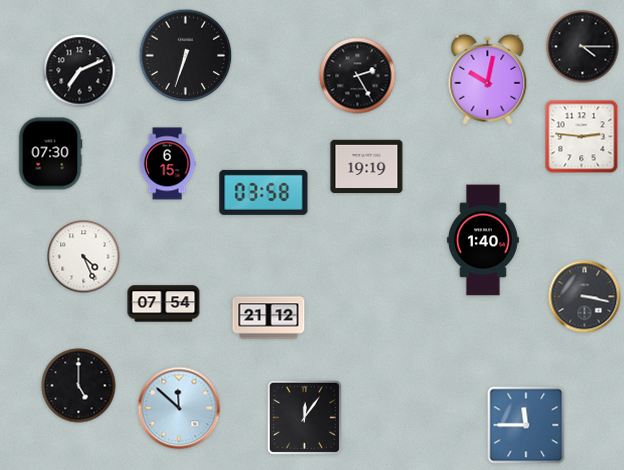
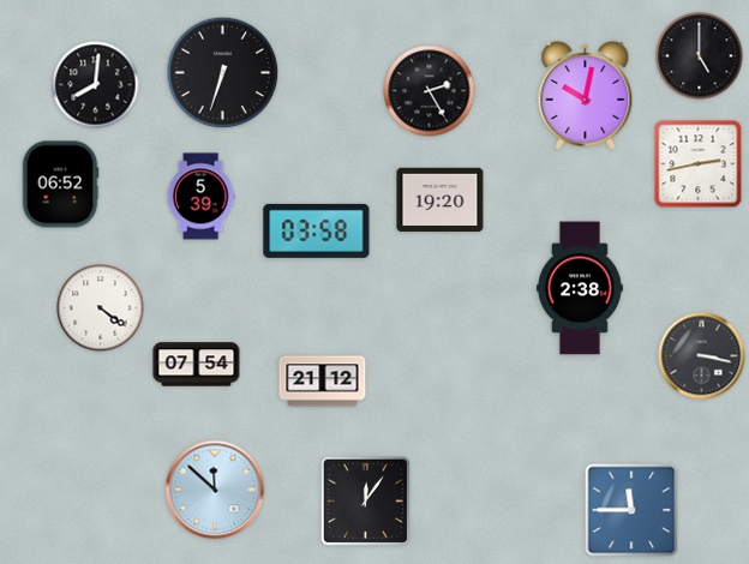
clock at (583, 47): 4:15 -> 5:00
clock at (186, 56) position: (186, 56) -> (223, 73)
clock at (80, 71): 7:11 -> 8:01
clock at (582, 137): 2:46 -> 2:43
clock at (50, 154): 07:30 -> 06:52
clock at (167, 164): 6:15 -> 5:39
clock at (367, 167): 19:19 -> 19:20
clock at (483, 240): 1:40 -> 2:38
clock at (84, 257): 4:26 -> 4:21
clock at (79, 386): 5:00 -> none
